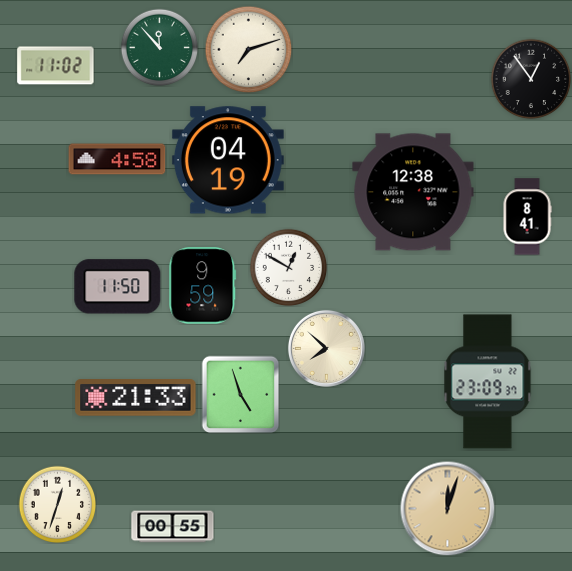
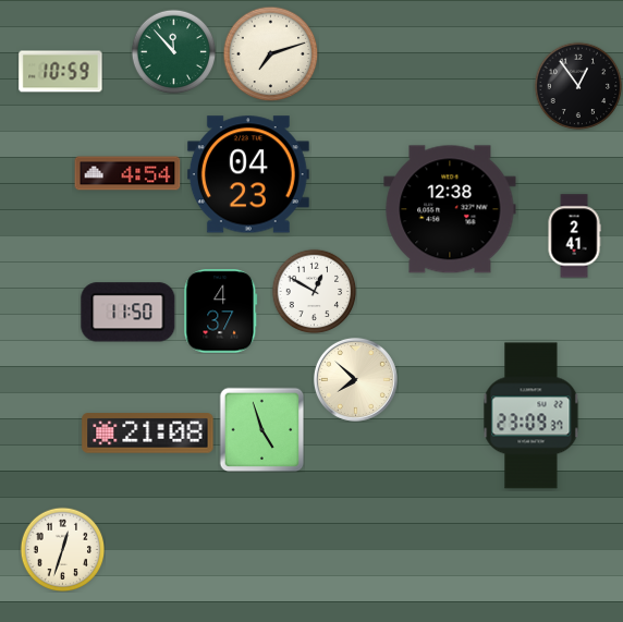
clock at (56, 66): 11:02 -> 10:59
clock at (117, 159): 4:58 -> 4:54
clock at (228, 160): 04:19 -> 04:23
clock at (527, 217): 8:41 -> 2:41
clock at (203, 286): 9:59 -> 4:37
clock at (136, 398): 21:33 -> 21:08
clock at (447, 508): 12:03 -> none
clock at (173, 527): 00:55 -> none
